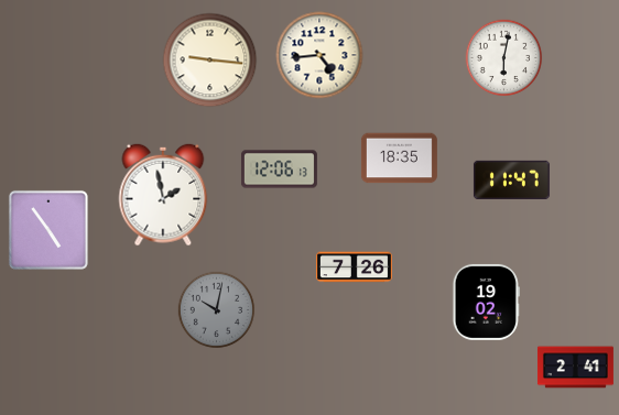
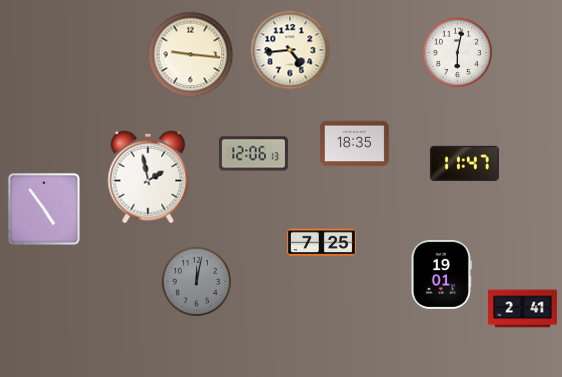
clock at (399, 159) position: (399, 159) -> (354, 144)
clock at (354, 267): 7:26 -> 7:25
clock at (486, 302): 19:02 -> 19:01
clock at (217, 310): 10:02 -> 12:02
clock at (575, 368) position: (575, 368) -> (522, 309)
